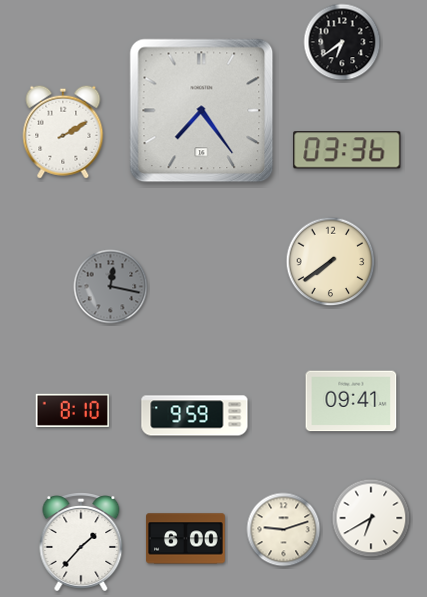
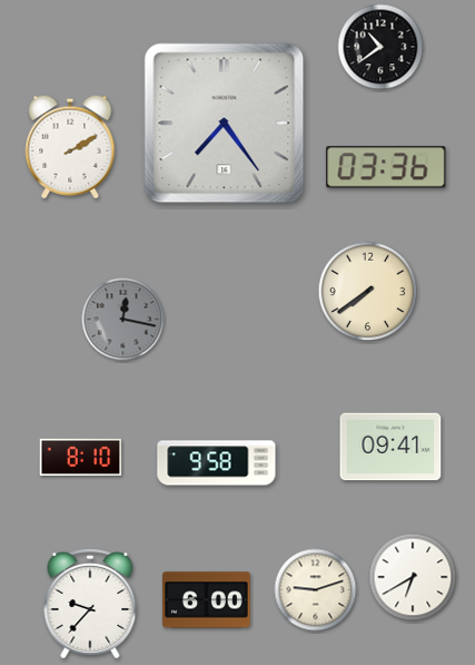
clock at (342, 42): 6:39 -> 10:39
clock at (195, 416): 9:59 -> 9:58
clock at (81, 543): 1:37 -> 9:37
